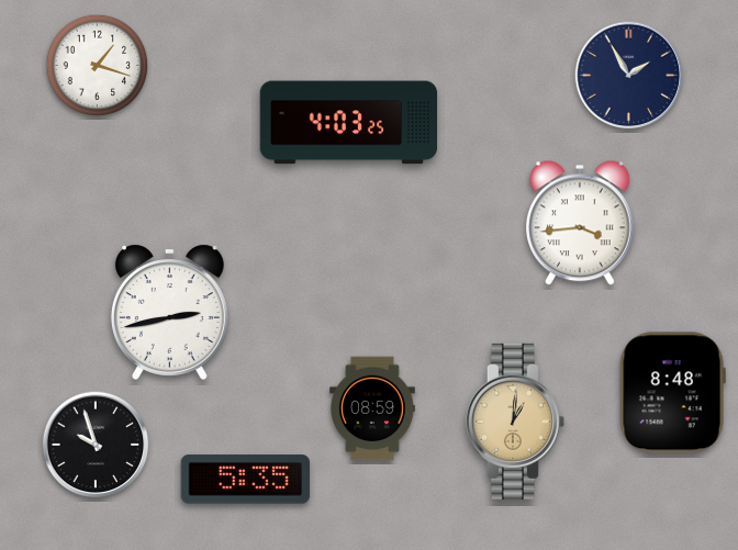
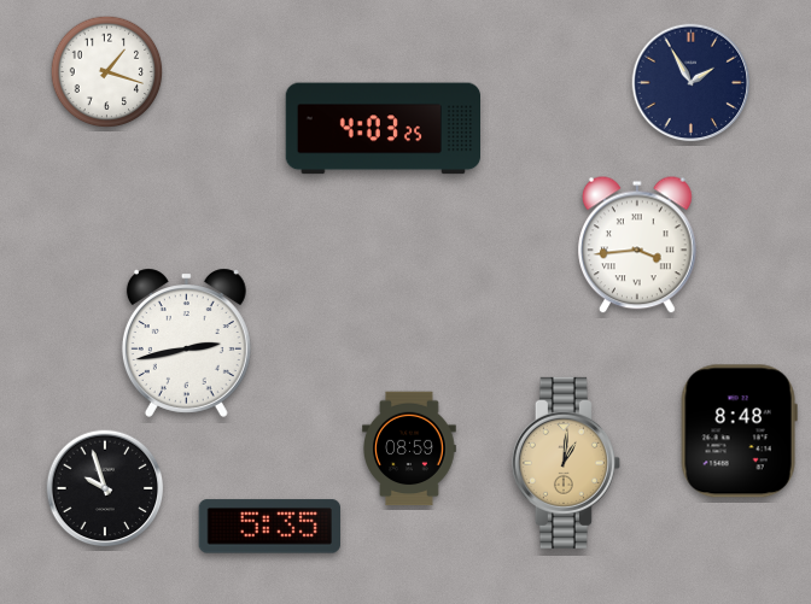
clock at (348, 123) position: (348, 123) -> (383, 129)
